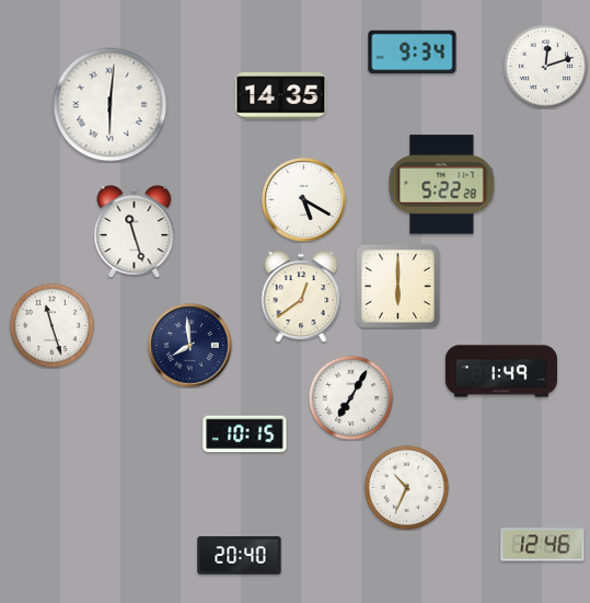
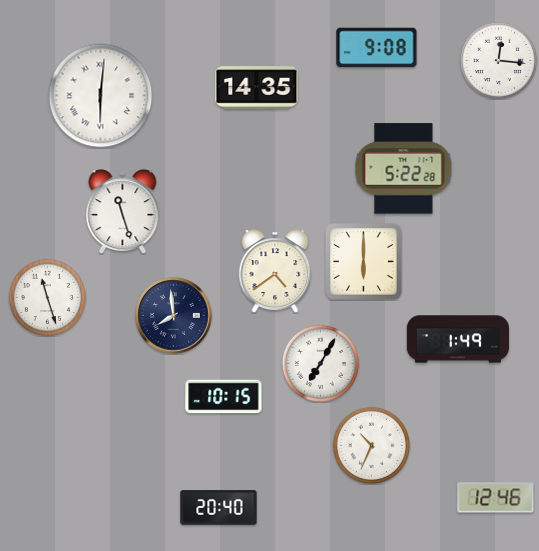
clock at (413, 53): 9:34 -> 9:08
clock at (545, 66): 12:12 -> 12:16
clock at (304, 200): 5:20 -> none
clock at (301, 297): 12:39 -> 4:39
